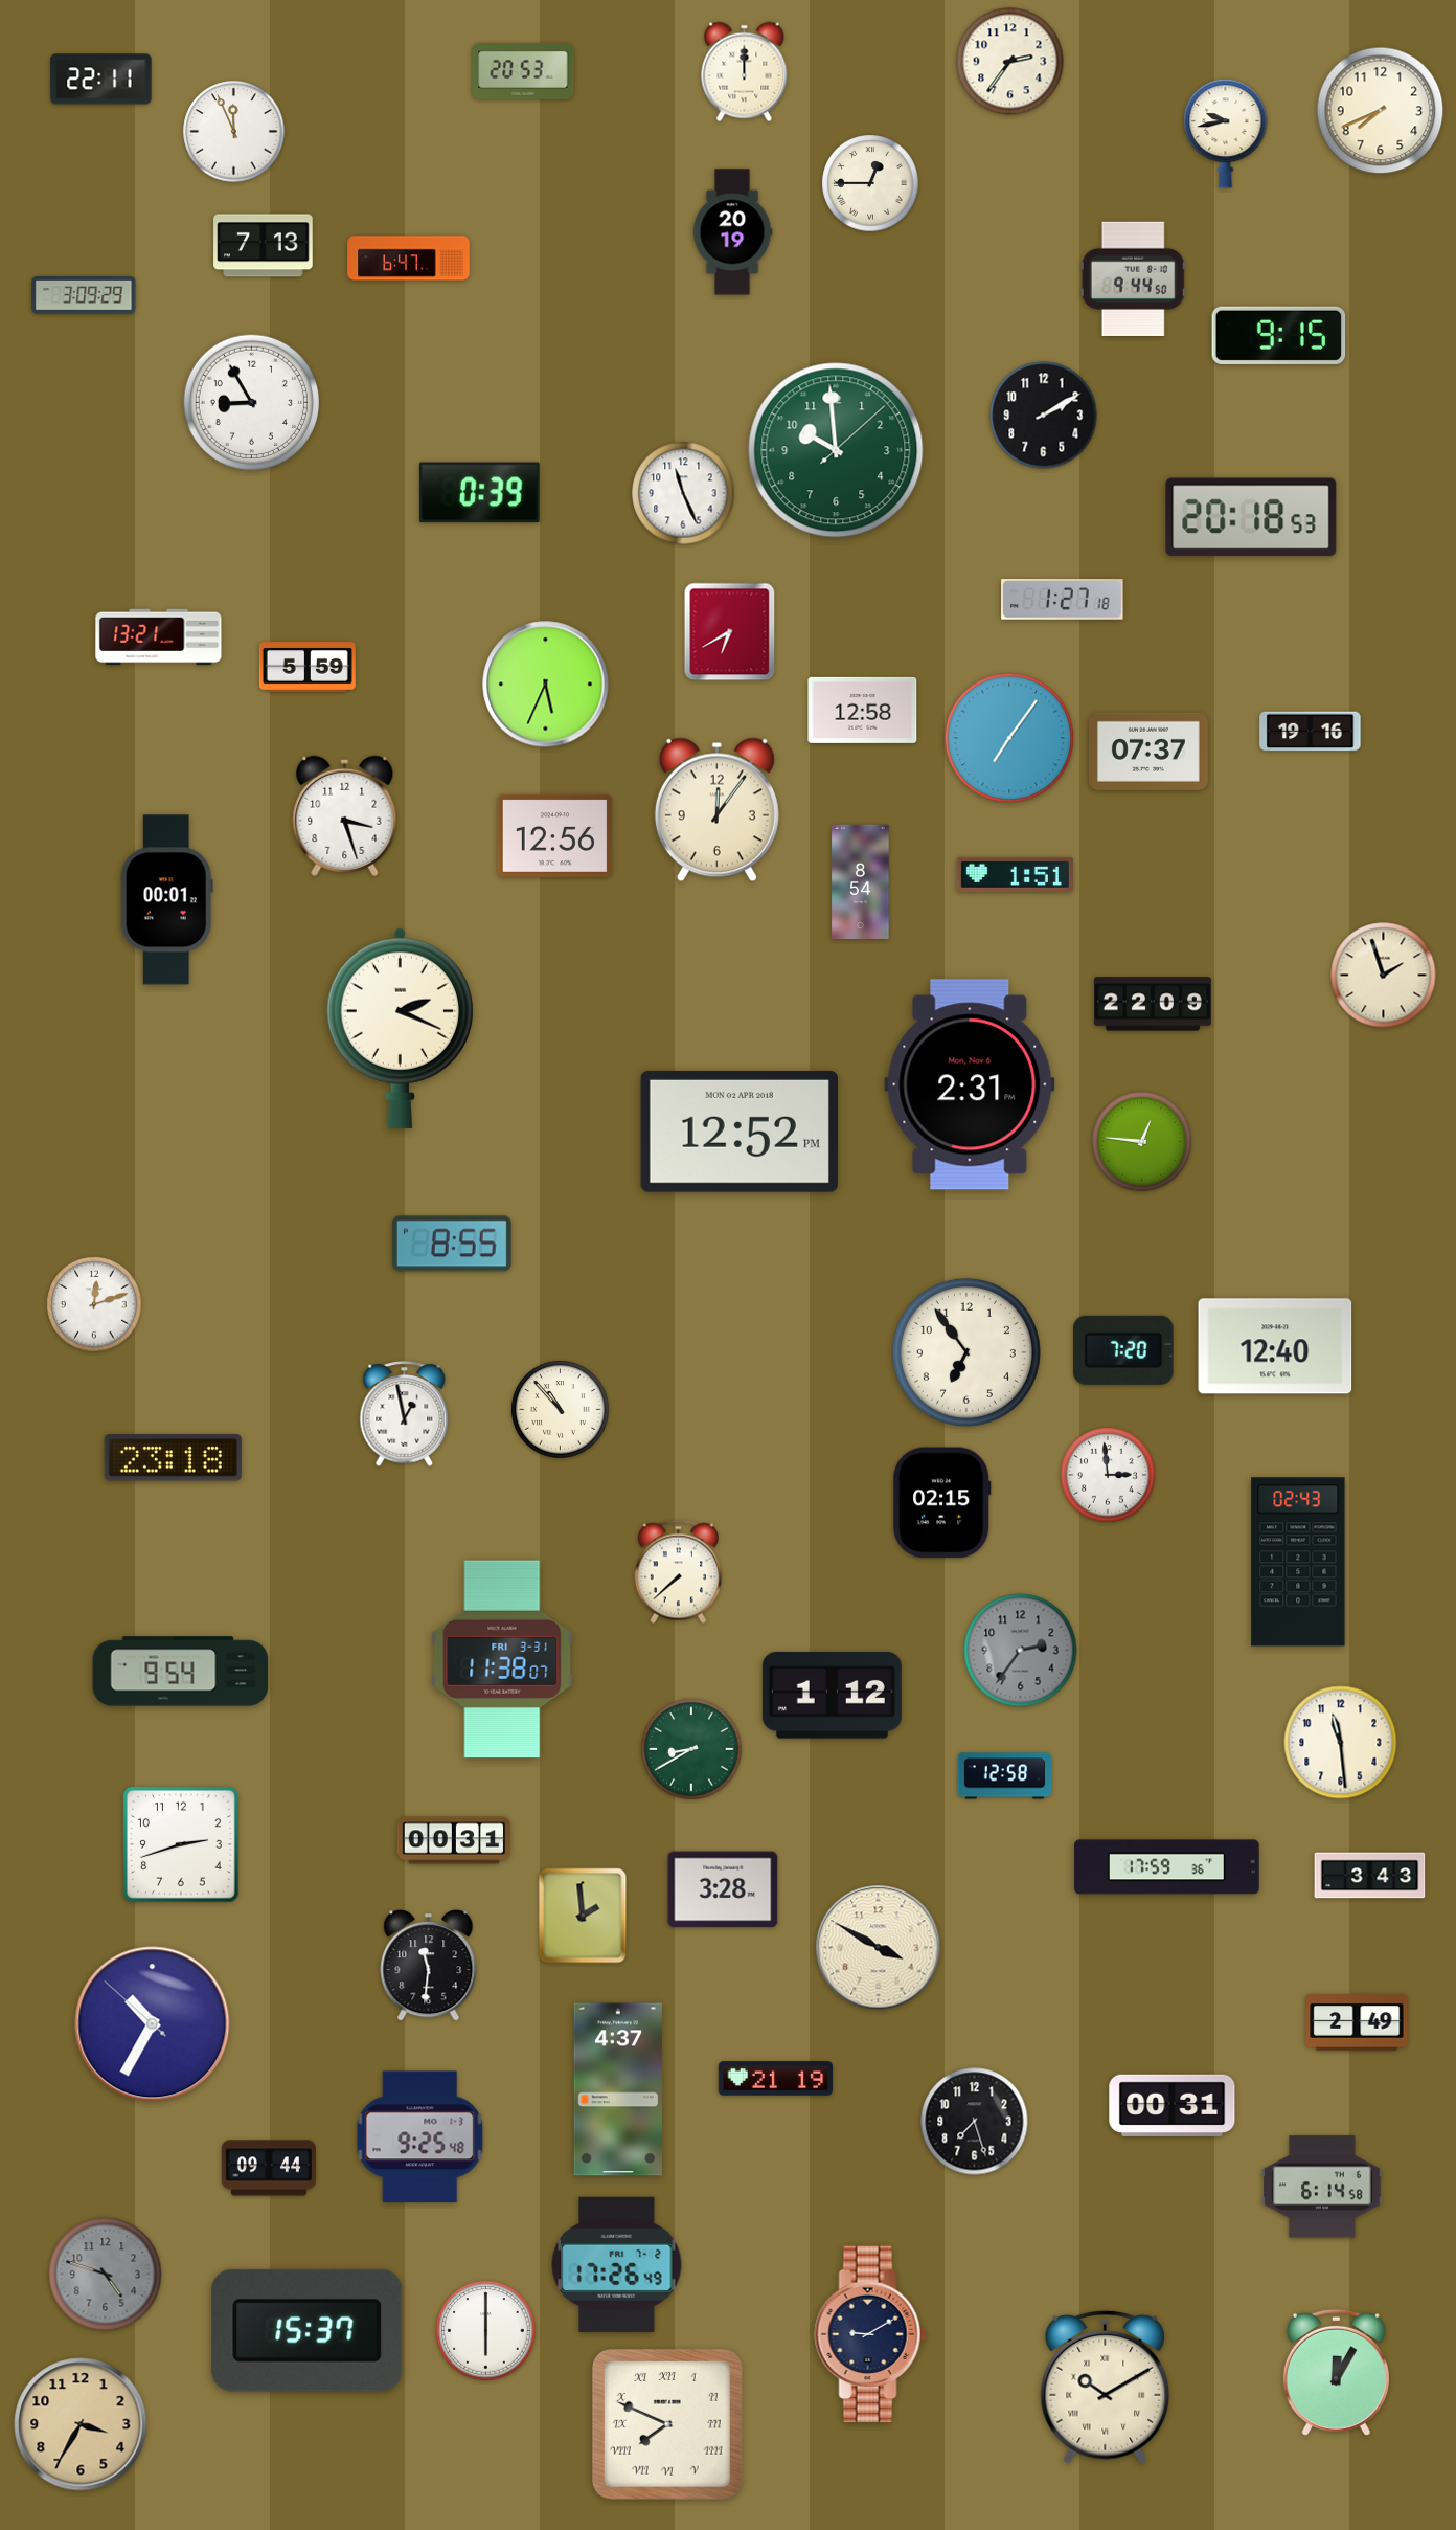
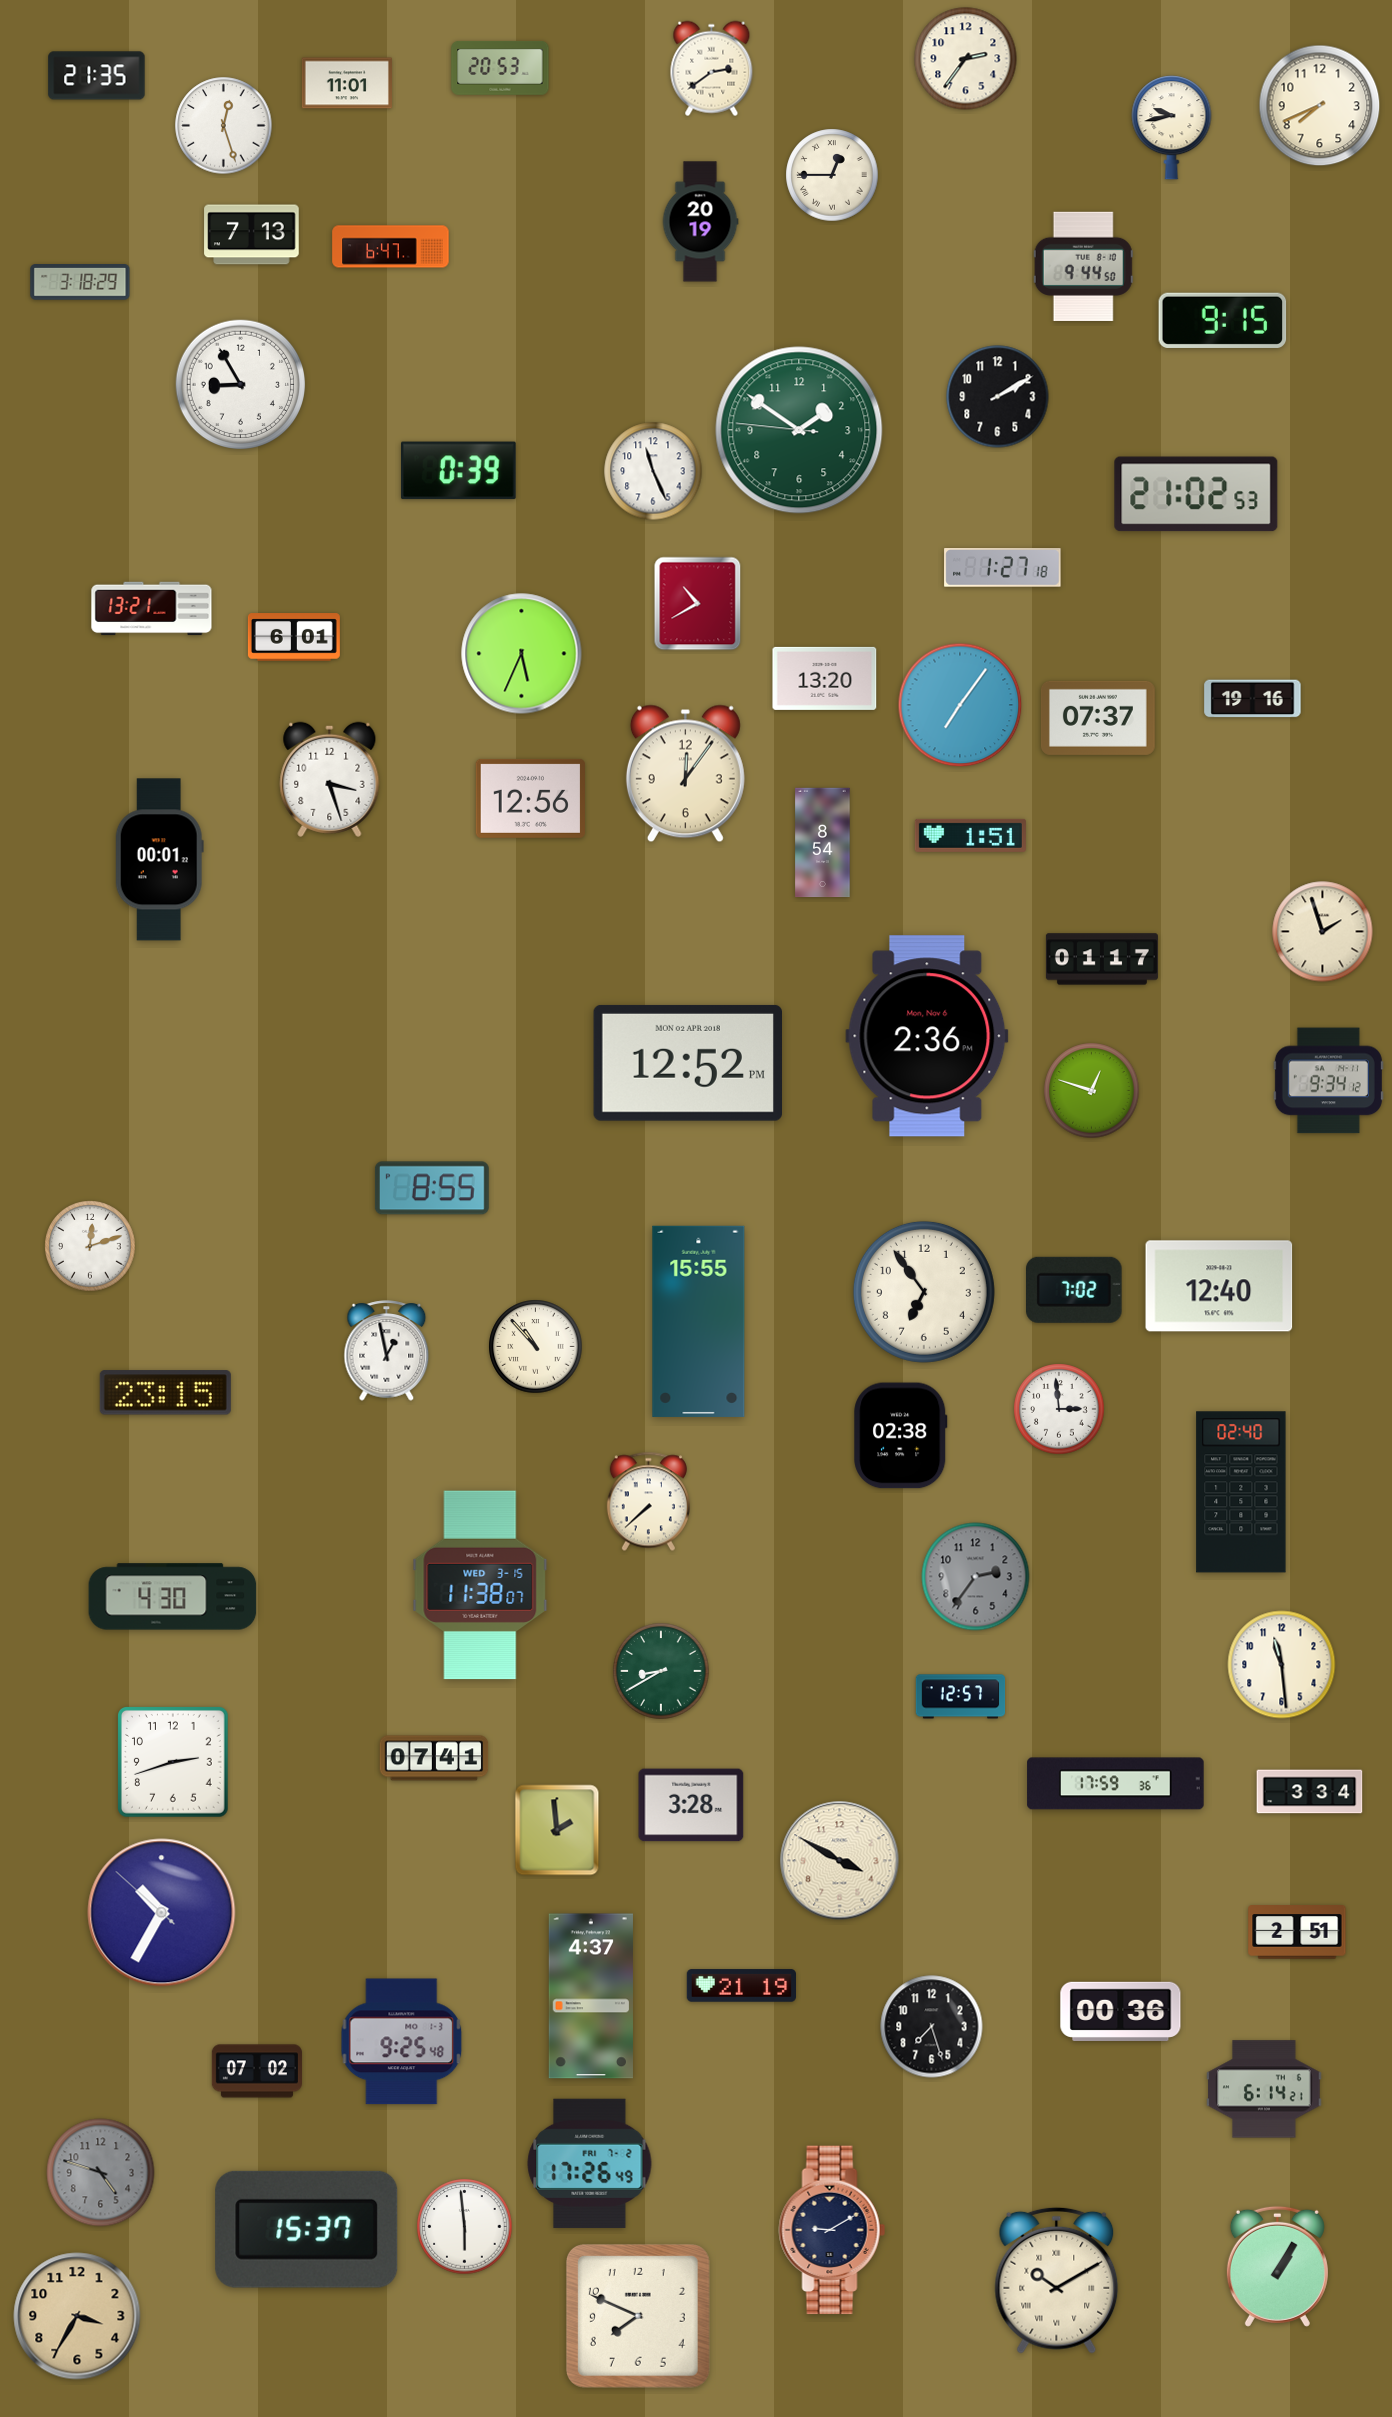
clock at (745, 72): 12:00 -> 2:39
clock at (101, 80): 22:11 -> 21:35
clock at (347, 83): none -> 11:01
clock at (234, 132): 11:56 -> 12:27
clock at (84, 295): 3:09 -> 3:18
clock at (836, 450): 9:59 -> 1:50
clock at (1251, 517): 20:18 -> 21:02
clock at (1063, 600) position: (1063, 600) -> (1003, 568)
clock at (730, 632): 6:40 -> 10:40
clock at (308, 667): 5:59 -> 6:01
clock at (863, 710): 12:58 -> 13:20
clock at (1009, 738) position: (1009, 738) -> (960, 705)
clock at (1153, 1004): 22:09 -> 01:17
clock at (400, 1028): 2:19 -> none
clock at (970, 1084): 2:31 -> 2:36
clock at (738, 1132) position: (738, 1132) -> (687, 1063)
clock at (1328, 1081): none -> 9:34
clock at (1142, 1142): 12:46 -> 12:48
clock at (1124, 1350): 7:20 -> 7:02
clock at (699, 1321): none -> 15:55
clock at (173, 1458): 23:18 -> 23:15
clock at (942, 1503): 02:15 -> 02:38
clock at (1298, 1562): 02:43 -> 02:40
clock at (502, 1659) date: FRI 3-31 -> WED 3-15
clock at (181, 1672): 9:54 -> 4:30
clock at (832, 1696): 1:12 -> none
clock at (1005, 1776): 12:58 -> 12:57
clock at (454, 1840): 00:31 -> 07:41
clock at (1370, 1876): 3:43 -> 3:34
clock at (429, 1966): 11:31 -> none
clock at (1357, 2022): 2:49 -> 2:51
clock at (153, 2024) position: (153, 2024) -> (162, 1913)
clock at (1173, 2105): 00:31 -> 00:36
clock at (269, 2168): 09:44 -> 07:02
clock at (1322, 2187): 6:14:58 -> 6:14:21
clock at (308, 2330) position: (308, 2330) -> (307, 2229)
clock at (486, 2331): 6:00 -> 5:59
clock at (1336, 2372): 12:05 -> 1:05
clock at (667, 2424) numerals: Roman -> Arabic
